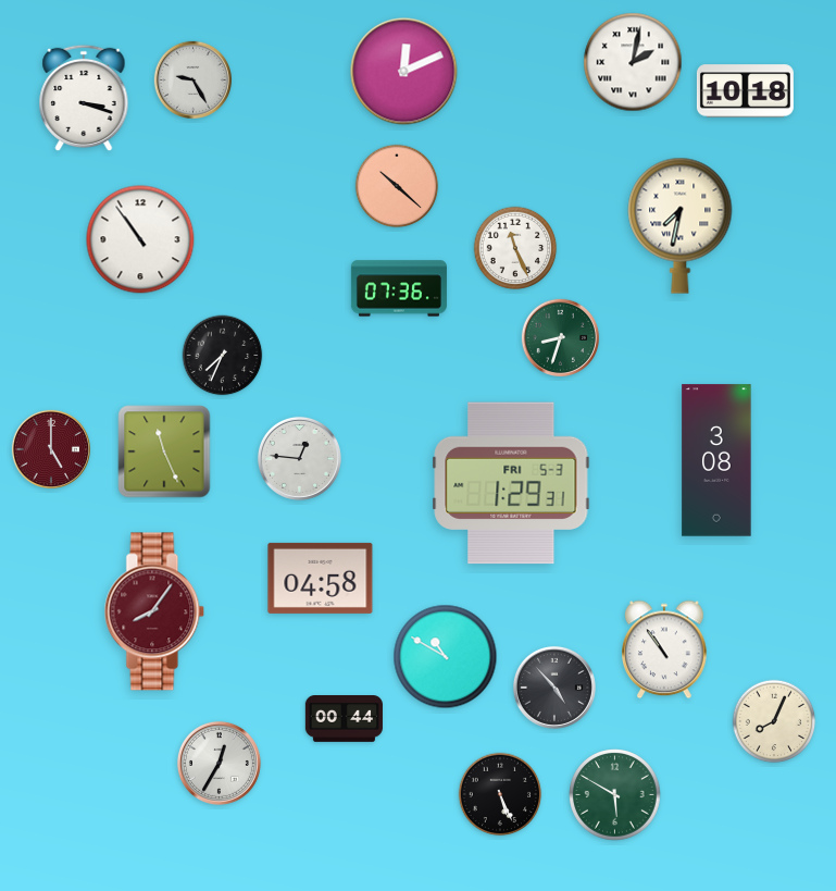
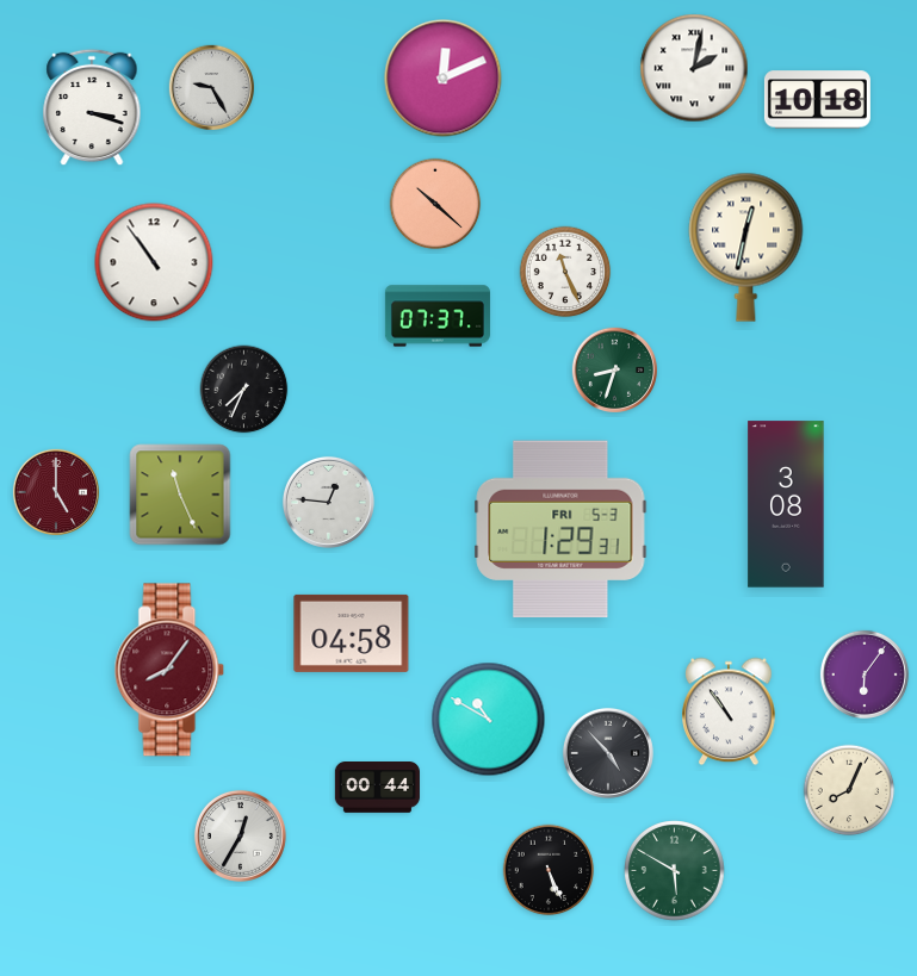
clock at (681, 225): 7:32 -> 12:32
clock at (399, 288): 07:36 -> 07:37
clock at (865, 675): none -> 6:06
